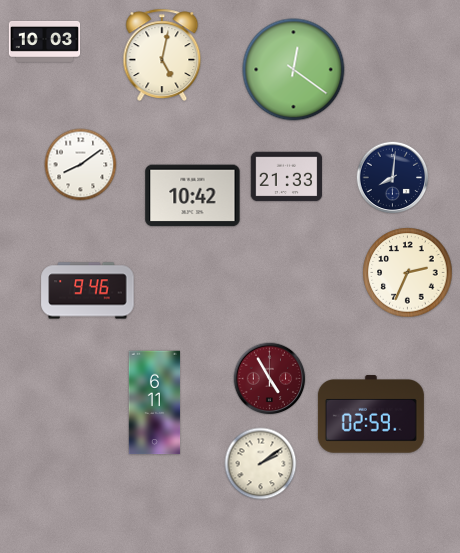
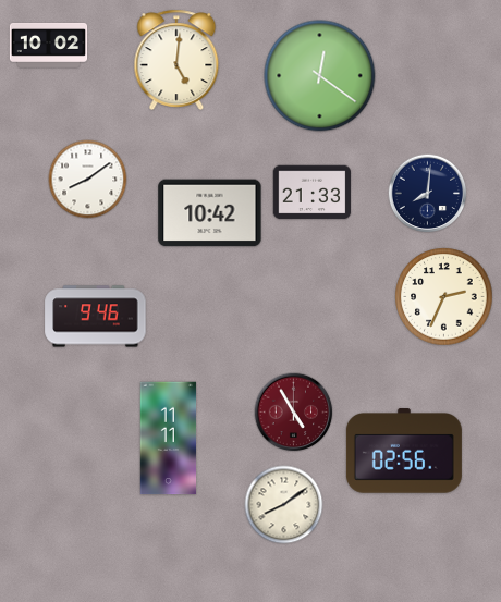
clock at (45, 41): 10:03 -> 10:02
clock at (162, 55): 5:02 -> 5:01
clock at (155, 403): 6:11 -> 11:11
clock at (371, 414): 02:59 -> 02:56
clock at (261, 464): 2:09 -> 8:09
